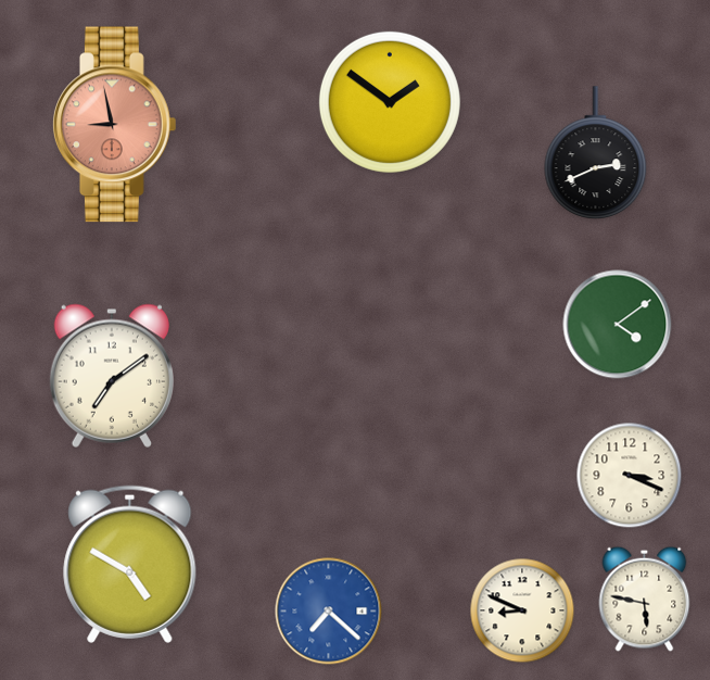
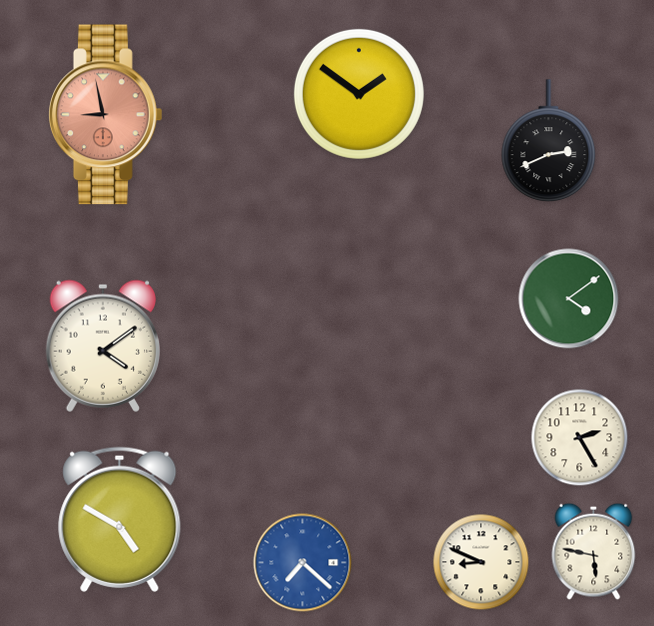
clock at (112, 376): 7:09 -> 4:09
clock at (630, 476): 3:19 -> 2:25
